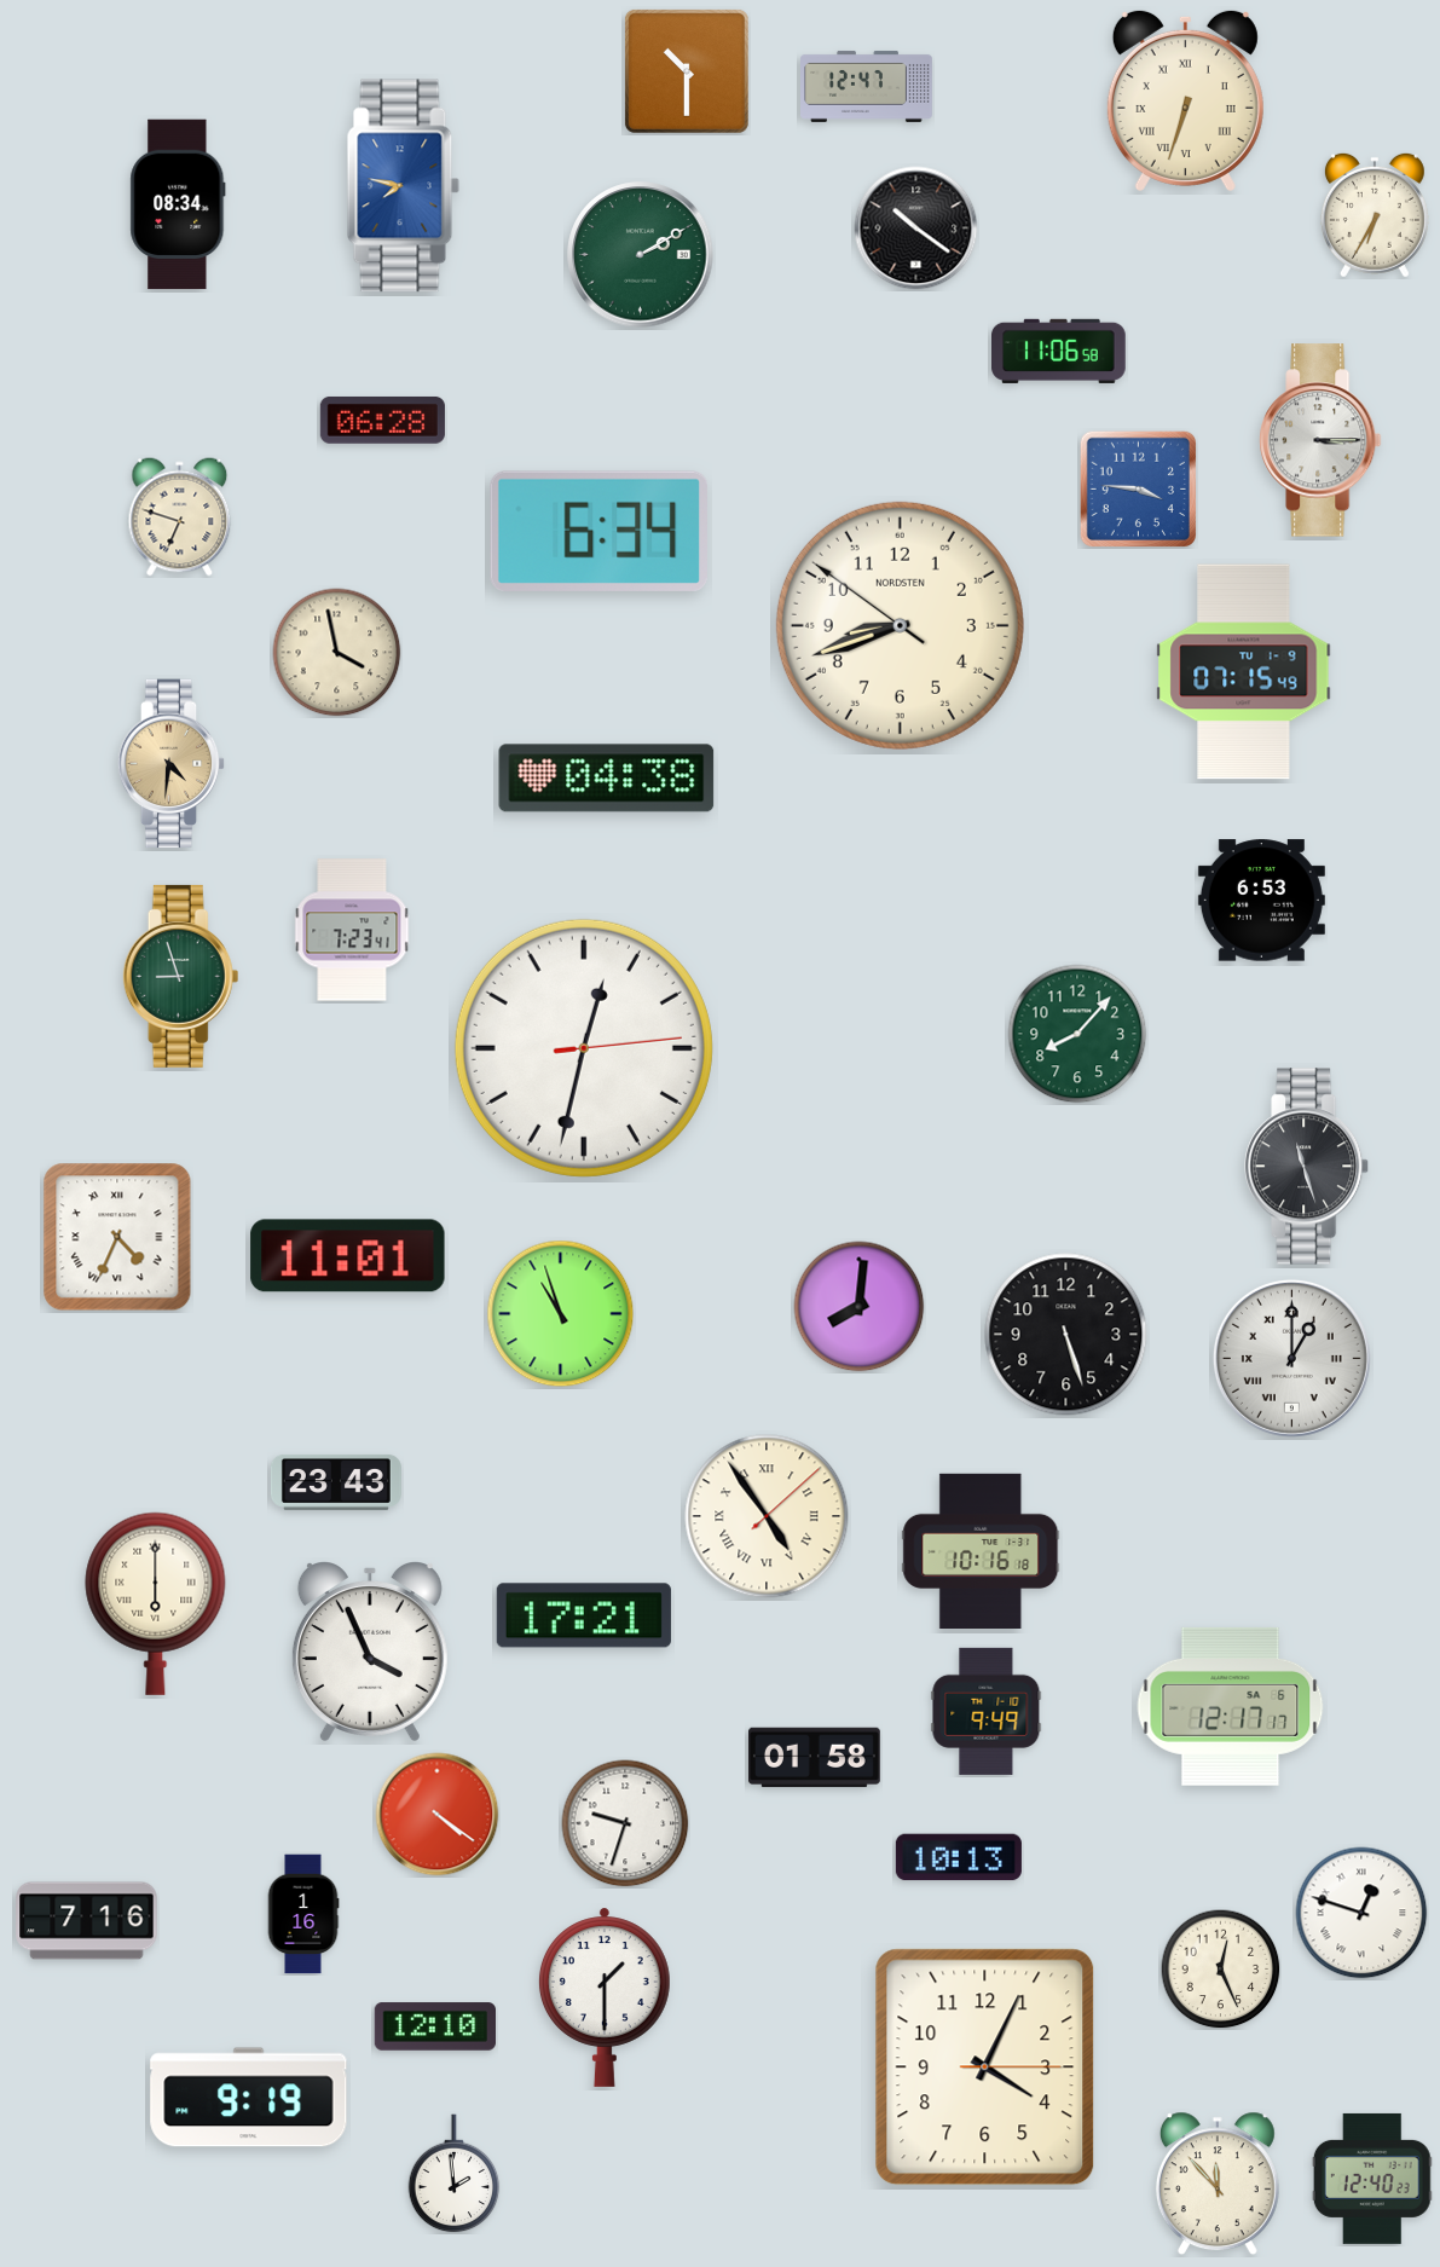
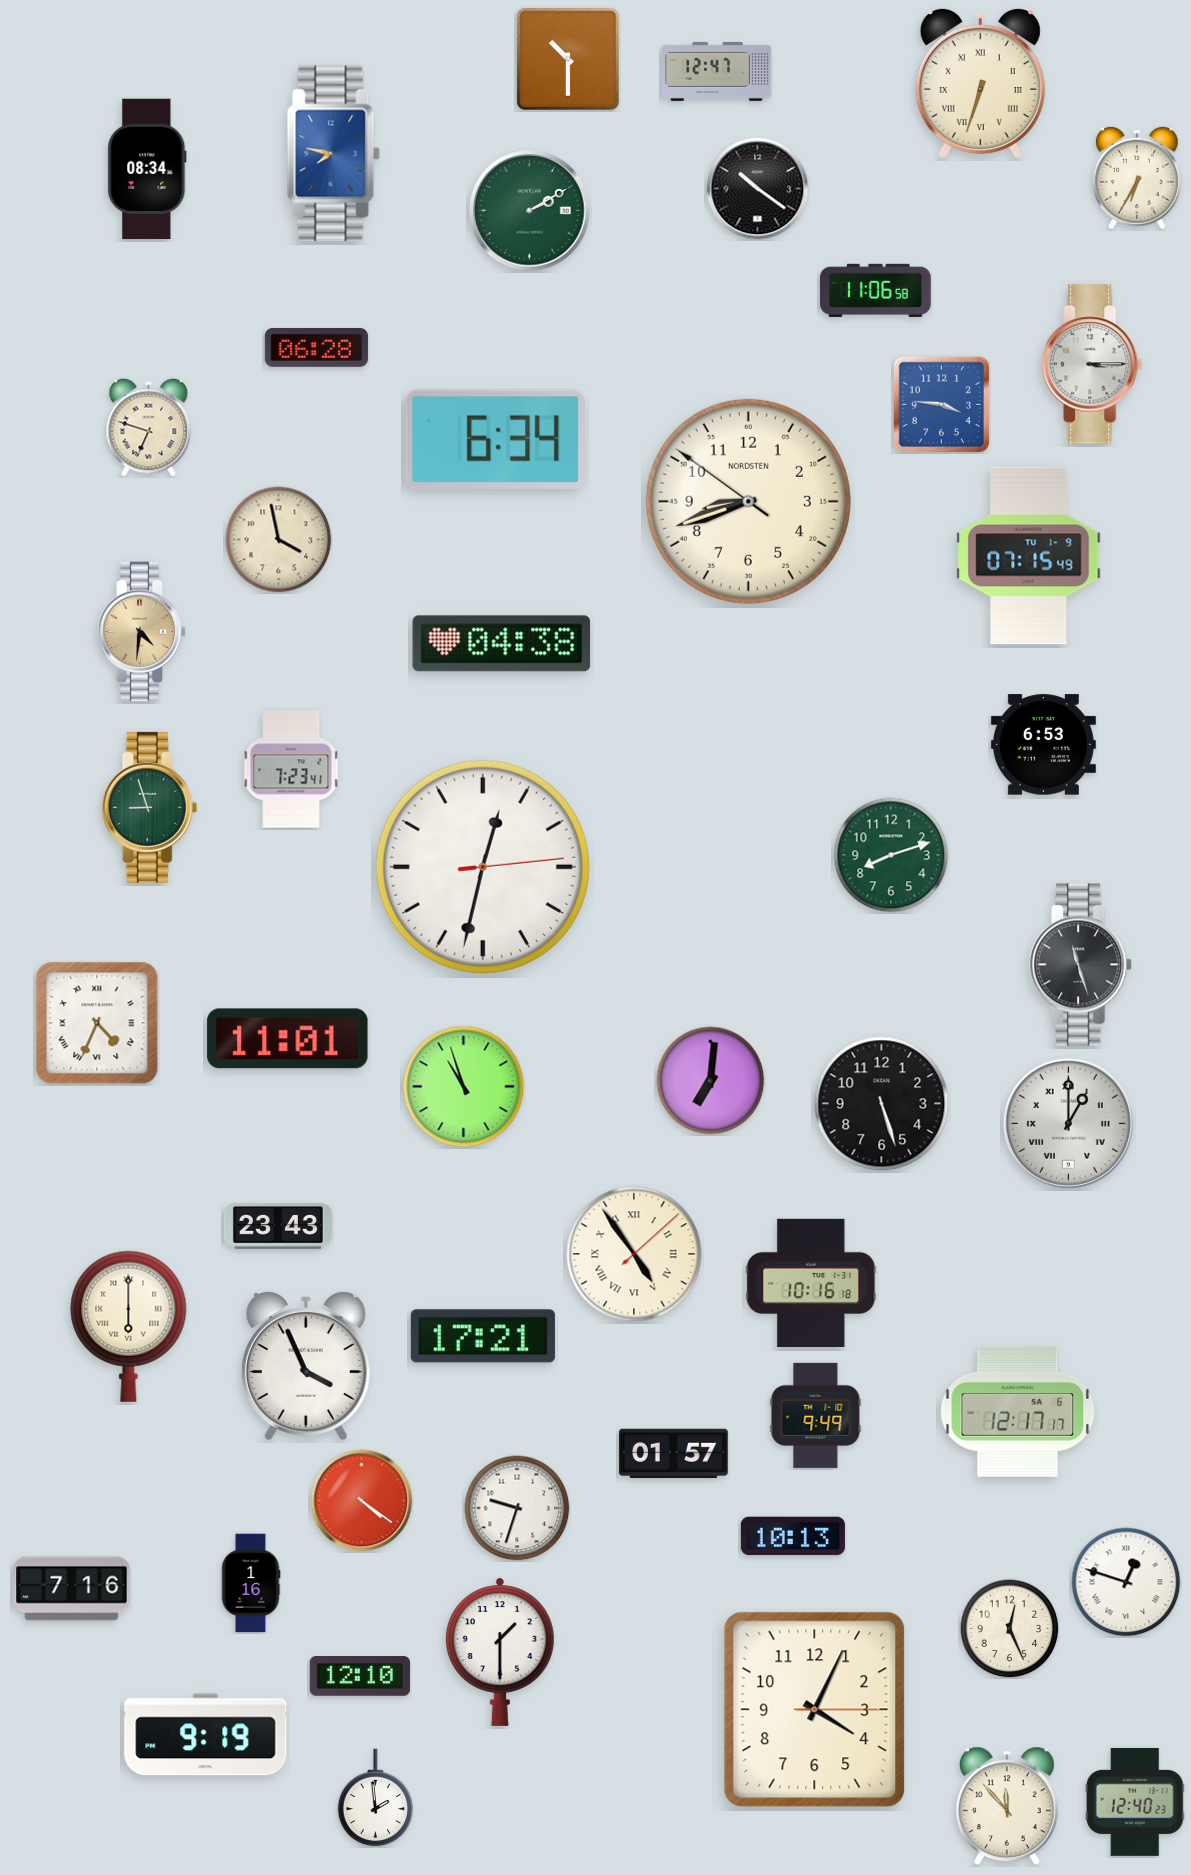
clock at (900, 625) position: (900, 625) -> (748, 501)
clock at (1077, 1034): 8:07 -> 8:12
clock at (860, 1307): 8:01 -> 7:01
clock at (814, 1758): 01:58 -> 01:57
